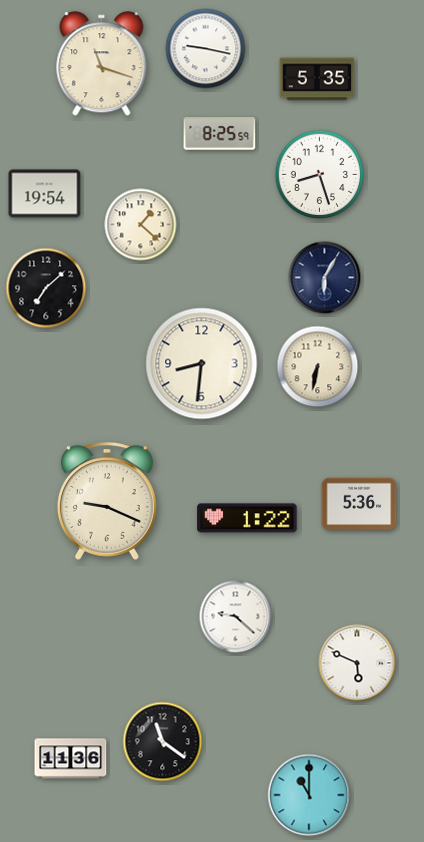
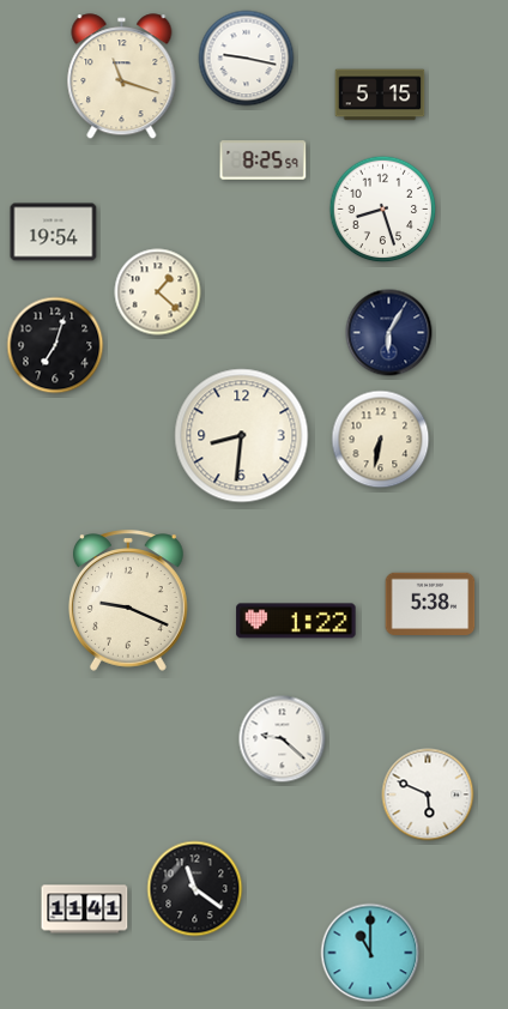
clock at (317, 79): 5:35 -> 5:15
clock at (141, 225) position: (141, 225) -> (158, 292)
clock at (46, 288): 7:08 -> 7:03
clock at (359, 504): 5:36 -> 5:38
clock at (71, 759): 11:36 -> 11:41
